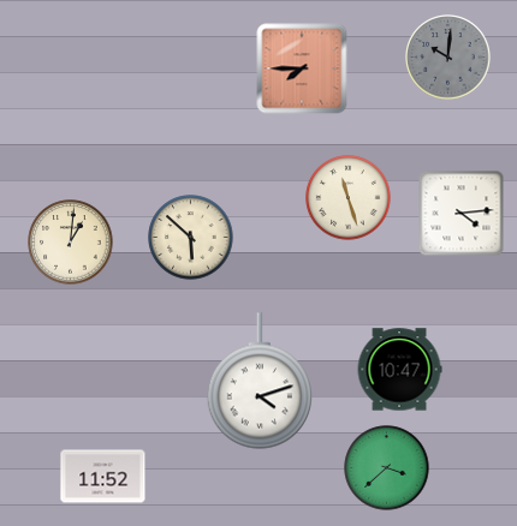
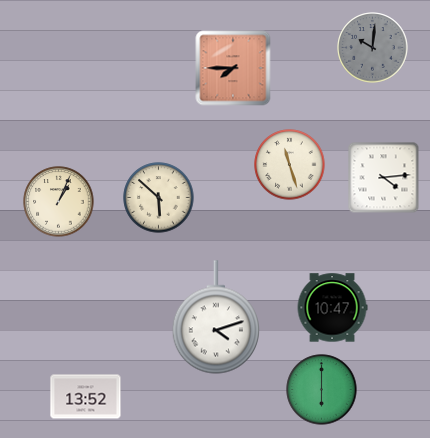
clock at (302, 68) position: (302, 68) -> (233, 68)
clock at (71, 243): 1:01 -> 1:04
clock at (387, 468): 3:38 -> 6:00
clock at (103, 477): 11:52 -> 13:52
